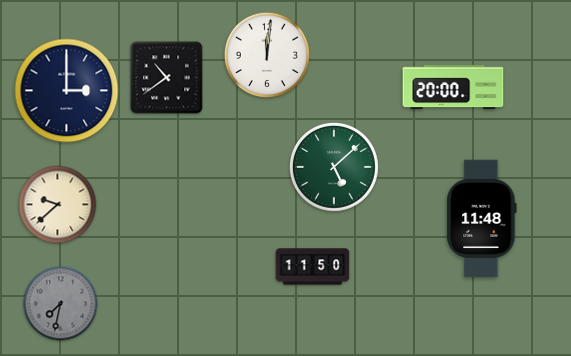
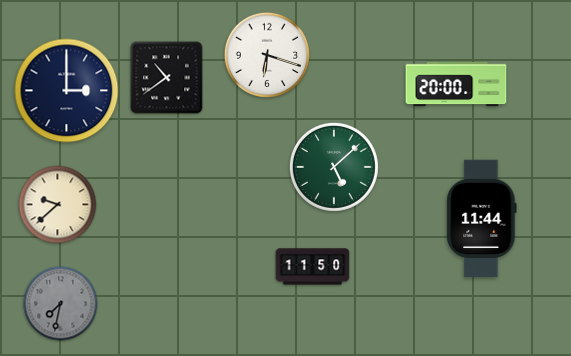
clock at (266, 54): 12:01 -> 6:18
clock at (453, 87) position: (453, 87) -> (456, 84)
clock at (482, 219): 11:48 -> 11:44
